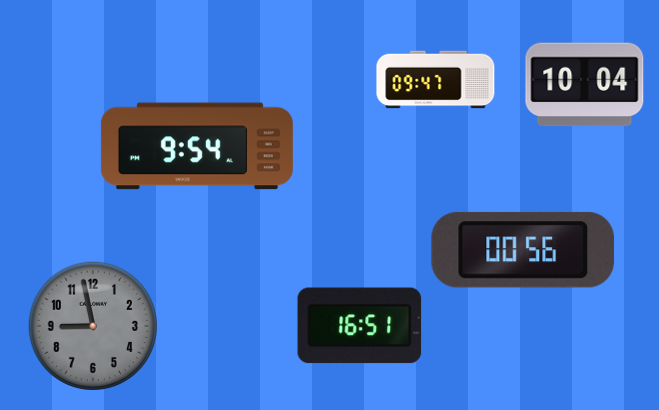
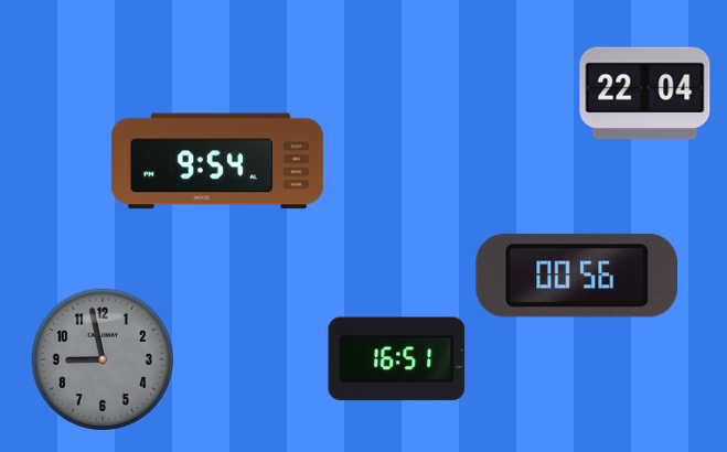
clock at (436, 80): 09:47 -> none
clock at (585, 85): 10:04 -> 22:04
